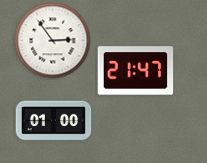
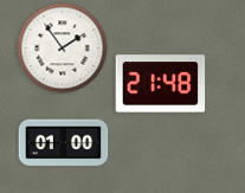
clock at (53, 41): 2:54 -> 1:54
clock at (136, 71): 21:47 -> 21:48
